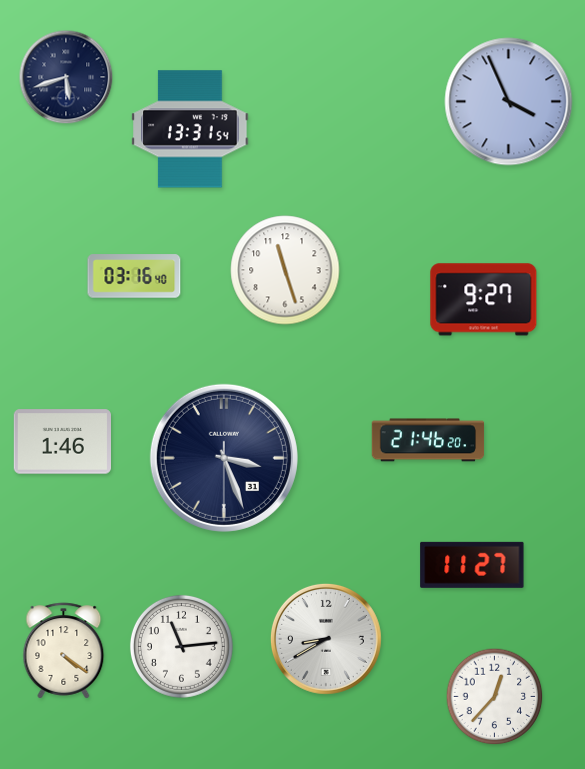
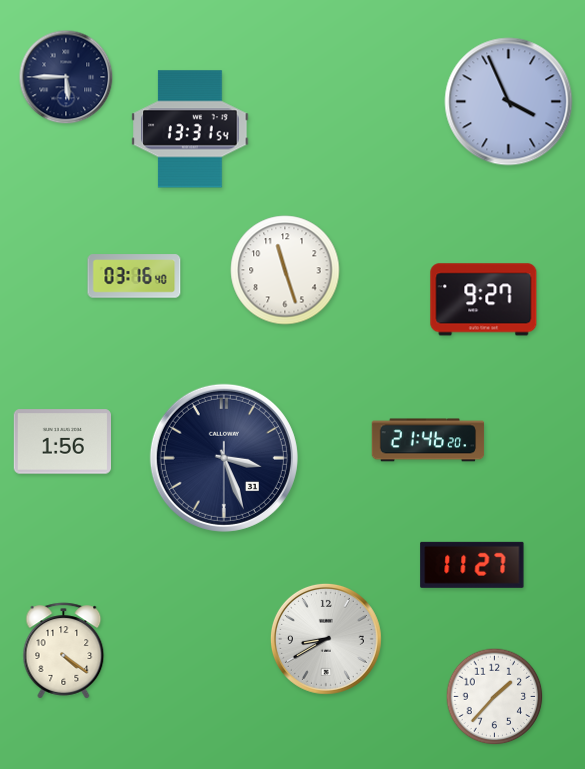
clock at (66, 77): 5:42 -> 5:45
clock at (62, 442): 1:46 -> 1:56
clock at (181, 646): 11:14 -> none
clock at (495, 697): 12:37 -> 1:37
